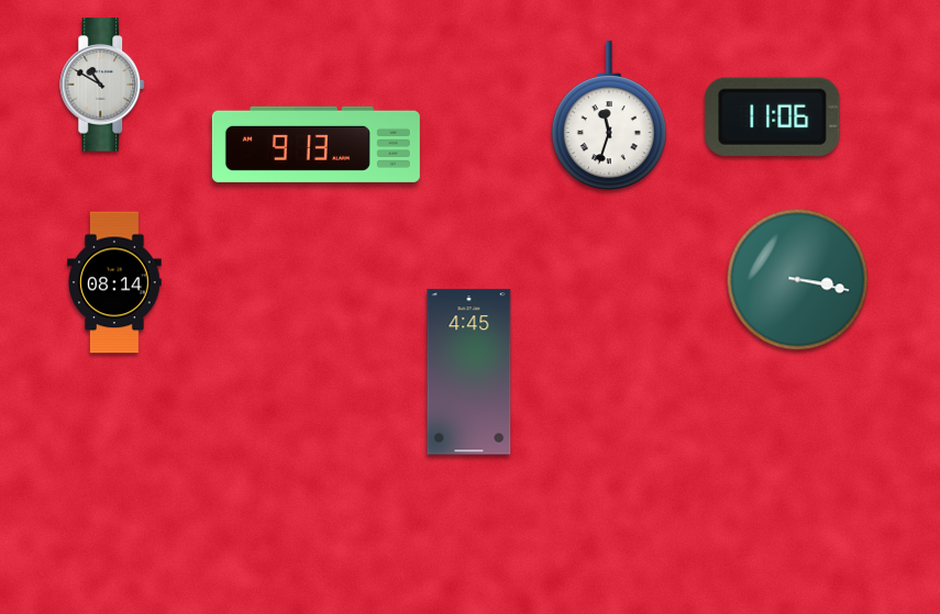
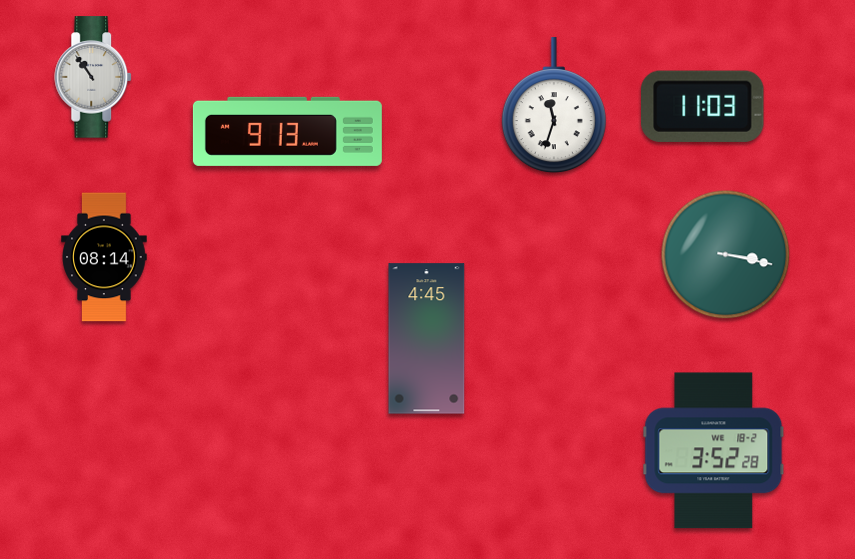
clock at (103, 85): 10:50 -> 10:54
clock at (773, 116): 11:06 -> 11:03
clock at (714, 451): none -> 3:52
